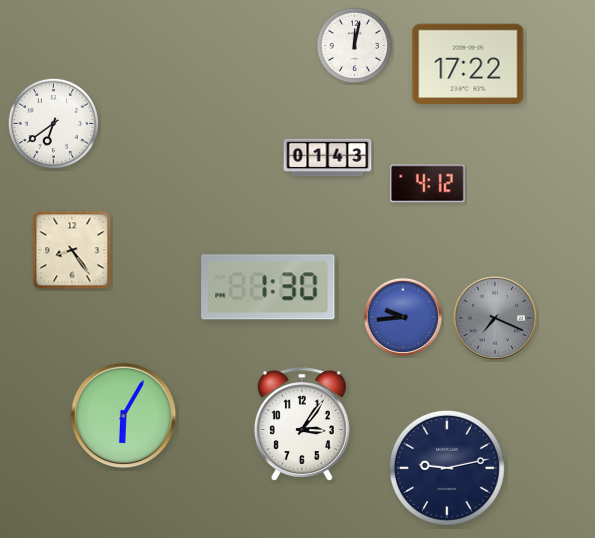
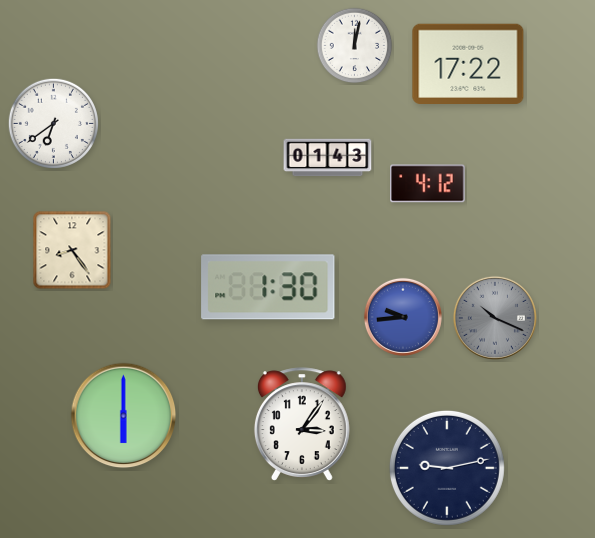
clock at (495, 318): 7:19 -> 10:19
clock at (124, 416): 6:05 -> 6:00
